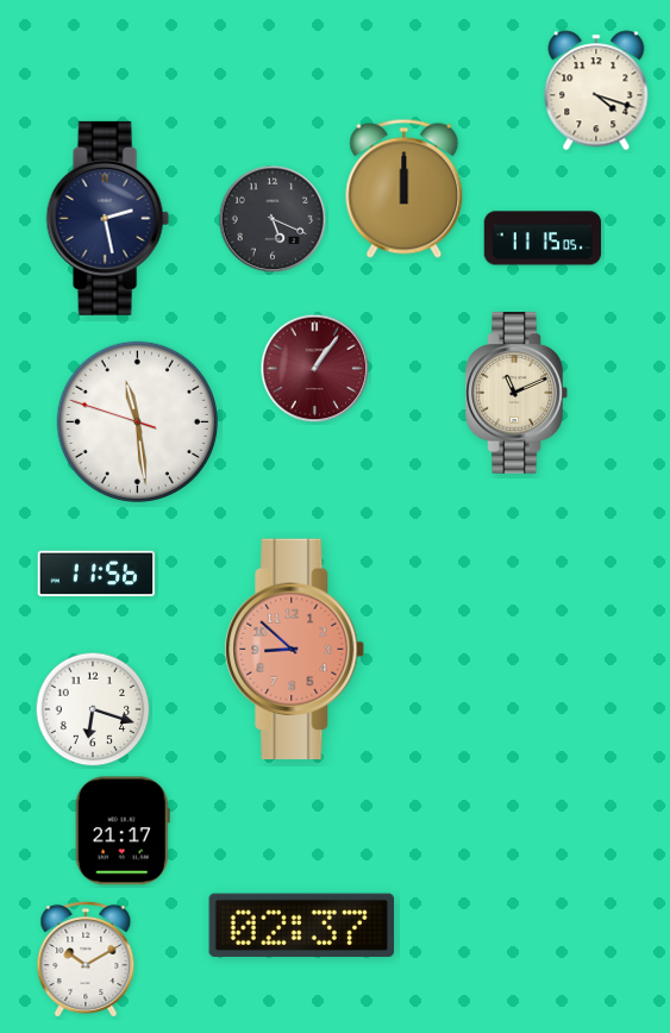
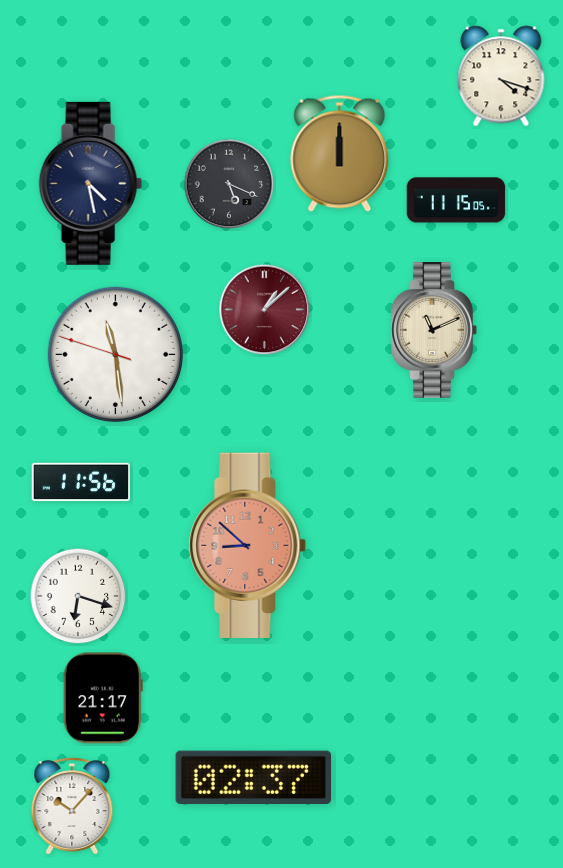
clock at (405, 188) position: (405, 188) -> (340, 153)
clock at (107, 218): 2:28 -> 4:28
clock at (315, 369): 1:06 -> 1:08
clock at (86, 959): 10:10 -> 10:07
